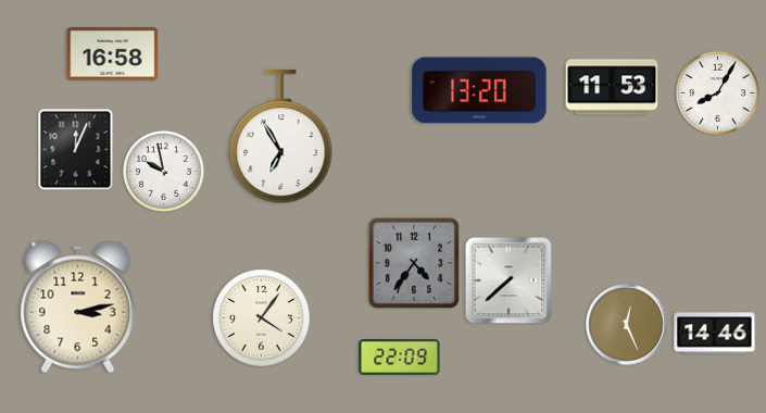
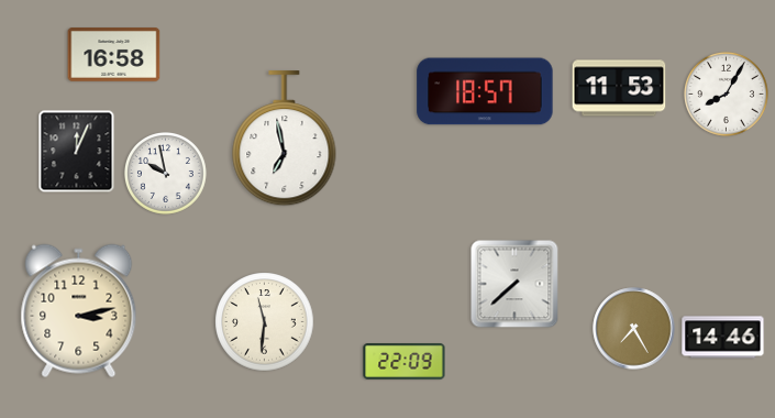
clock at (479, 90): 13:20 -> 18:57
clock at (281, 137): 6:55 -> 6:58
clock at (414, 263): 4:36 -> none
clock at (262, 318): 4:06 -> 11:31
clock at (627, 325): 12:26 -> 7:25
